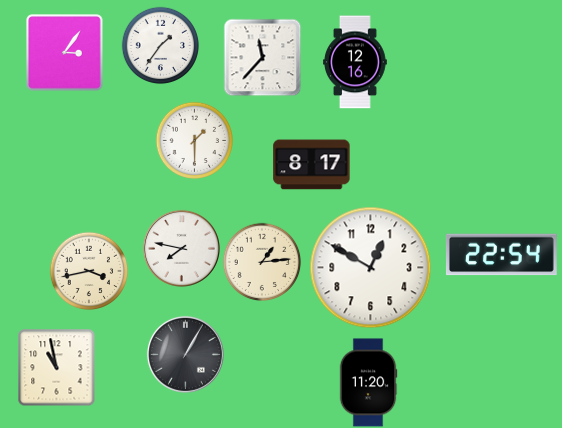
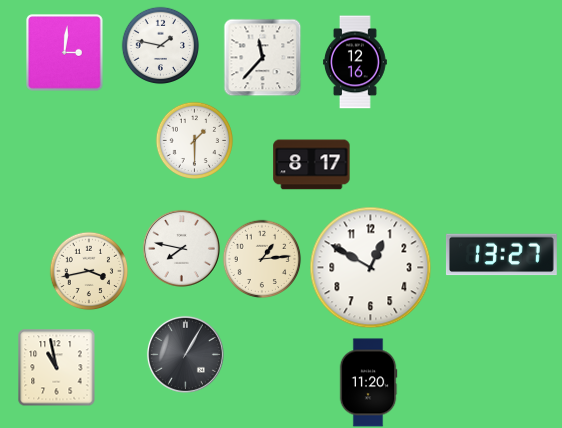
clock at (160, 45): 1:36 -> 1:47
clock at (65, 53): 3:06 -> 3:01
clock at (501, 255): 22:54 -> 13:27
clock at (262, 262) position: (262, 262) -> (262, 259)
